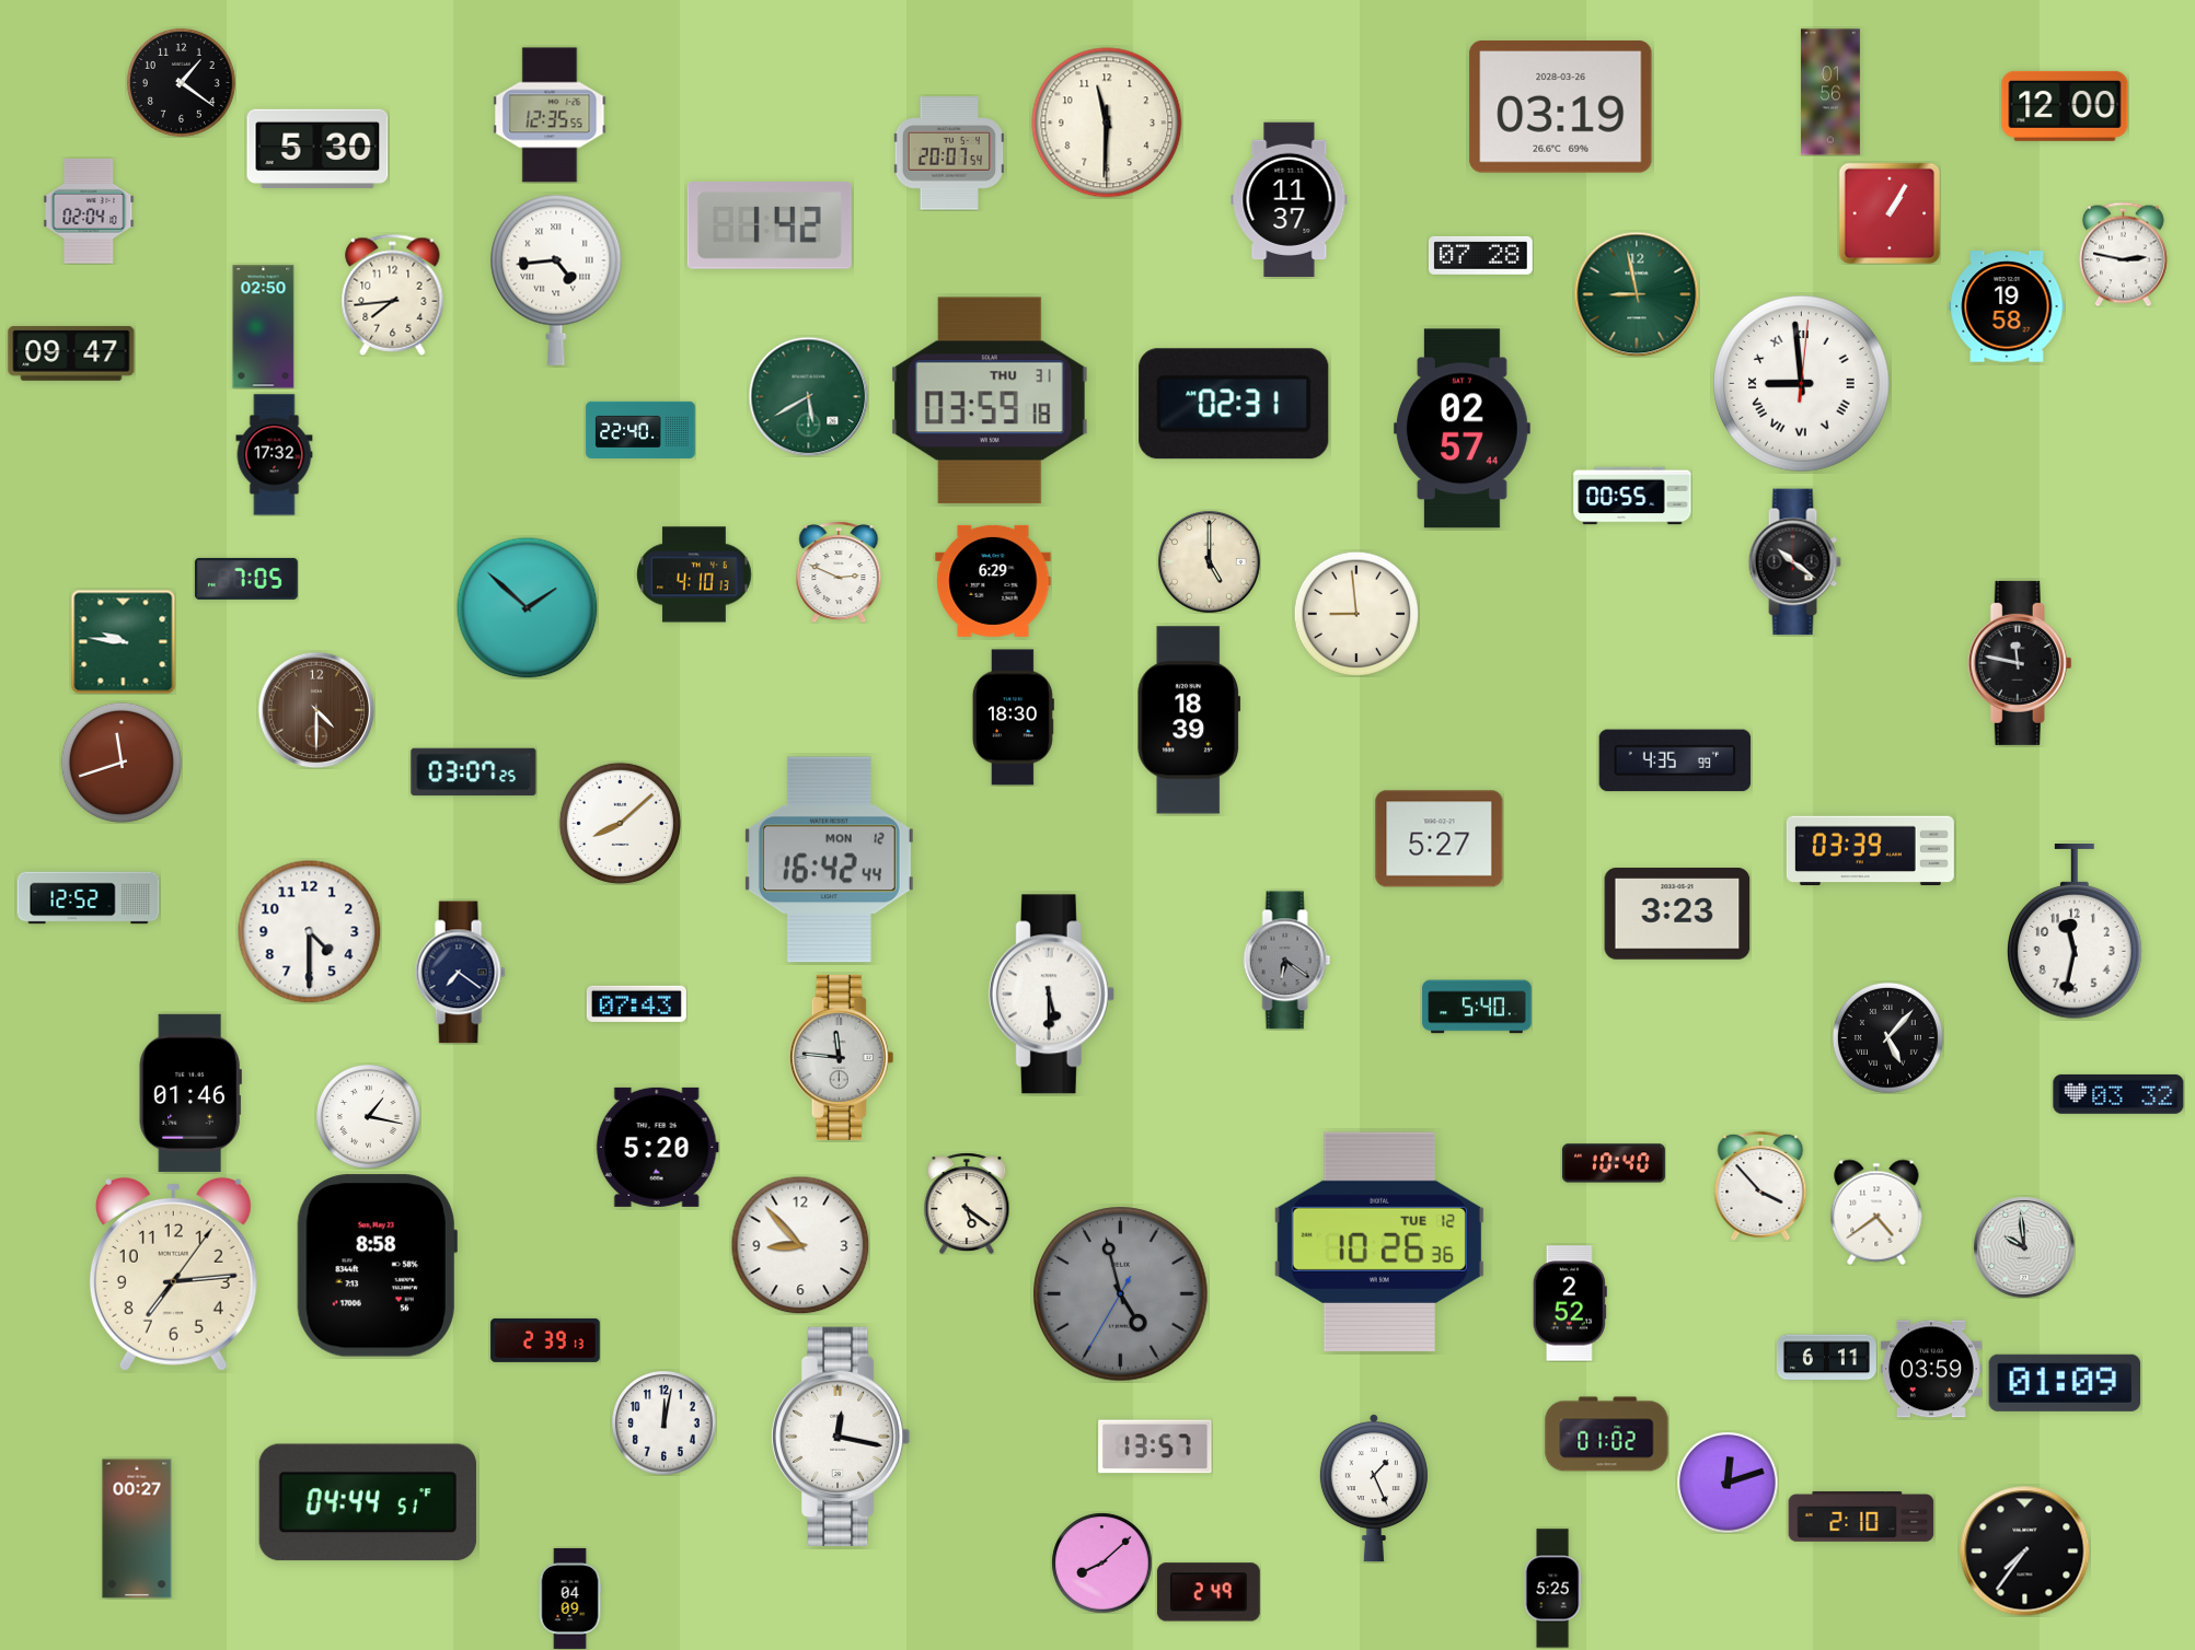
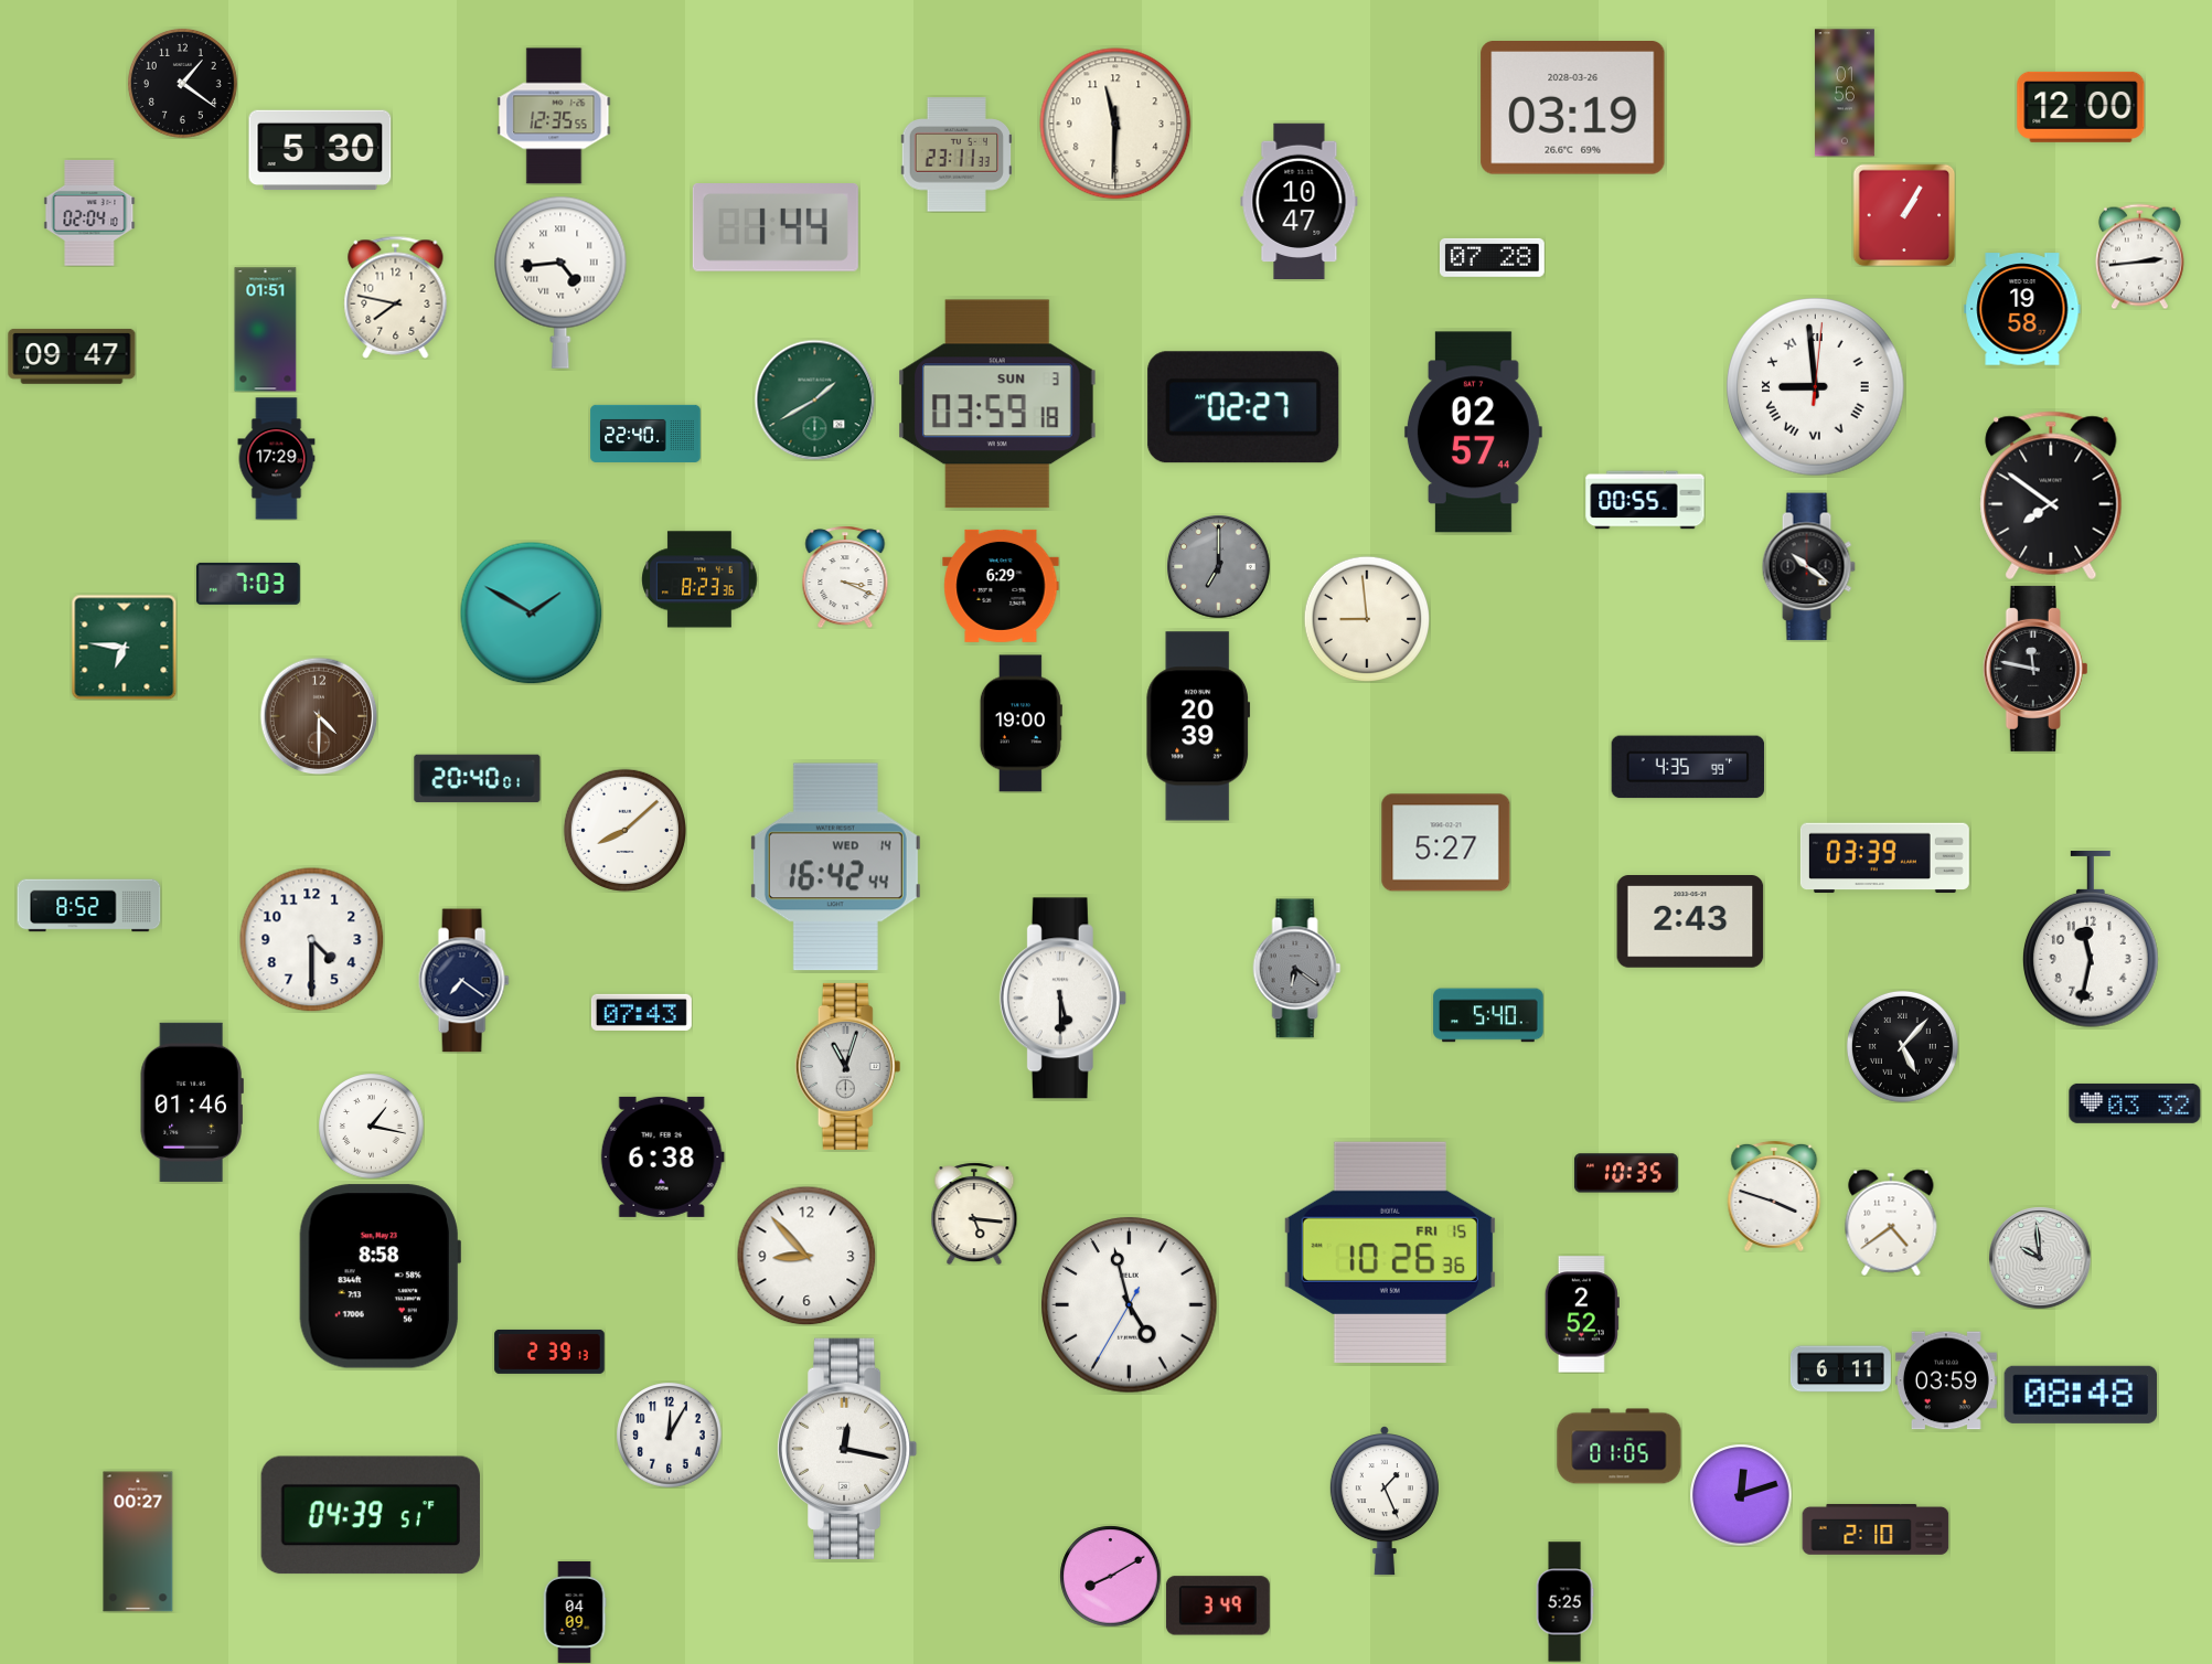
clock at (948, 153): 20:07 -> 23:11
clock at (1290, 199): 11:37 -> 10:47
clock at (770, 226): 1:42 -> 1:44
clock at (2123, 254): 2:47 -> 2:44
clock at (393, 294): 7:44 -> 7:47
clock at (1637, 294): 8:58 -> none
clock at (264, 327): 02:50 -> 01:51
clock at (808, 396): 5:40 -> 1:40
clock at (991, 400) date: THU 31 -> SUN 3
clock at (1234, 404): 02:31 -> 02:27
clock at (275, 455): 17:32 -> 17:29
clock at (2051, 495): none -> 7:51
clock at (1209, 561): 5:00 -> 7:00
clock at (1209, 561) dial: cream -> grey
clock at (839, 572): 2:49 -> 3:19
clock at (694, 574): 4:10 -> 8:23
clock at (246, 579): 7:05 -> 7:03
clock at (527, 607): 1:52 -> 1:50
clock at (123, 641): 9:46 -> 6:46
clock at (1013, 718): 18:30 -> 19:00
clock at (1189, 720): 18:39 -> 20:39
clock at (122, 763): 11:42 -> none
clock at (474, 772): 03:07 -> 20:40
clock at (1440, 839) position: (1440, 839) -> (1446, 843)
clock at (829, 860) date: MON 12 -> WED 14
clock at (89, 898): 12:52 -> 8:52
clock at (1677, 915): 3:23 -> 2:43
clock at (1051, 995) position: (1051, 995) -> (1062, 999)
clock at (842, 1057): 11:46 -> 11:03
clock at (657, 1147): 5:20 -> 6:38
clock at (1614, 1163): 10:40 -> 10:35
clock at (1760, 1186): 3:53 -> 3:48
clock at (967, 1204): 5:21 -> 5:16
clock at (1379, 1242) date: TUE 12 -> FRI 15
clock at (173, 1274): 7:14 -> none
clock at (1121, 1294) dial: grey -> white
clock at (2065, 1383): 01:09 -> 08:48
clock at (663, 1422): 12:02 -> 12:05
clock at (1607, 1434): 01:02 -> 01:05
clock at (1155, 1446): 13:57 -> none
clock at (368, 1502): 04:44 -> 04:39
clock at (2025, 1552): 7:36 -> none
clock at (1101, 1562): 8:08 -> 8:10
clock at (1209, 1592): 2:49 -> 3:49
